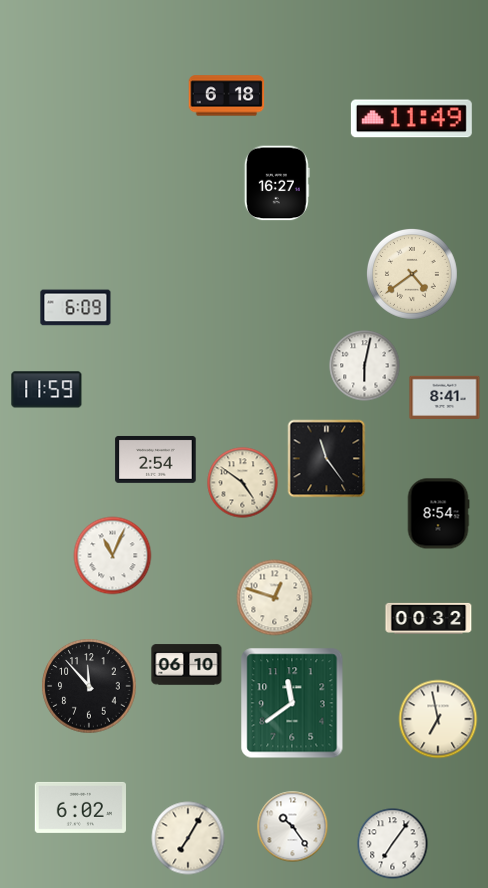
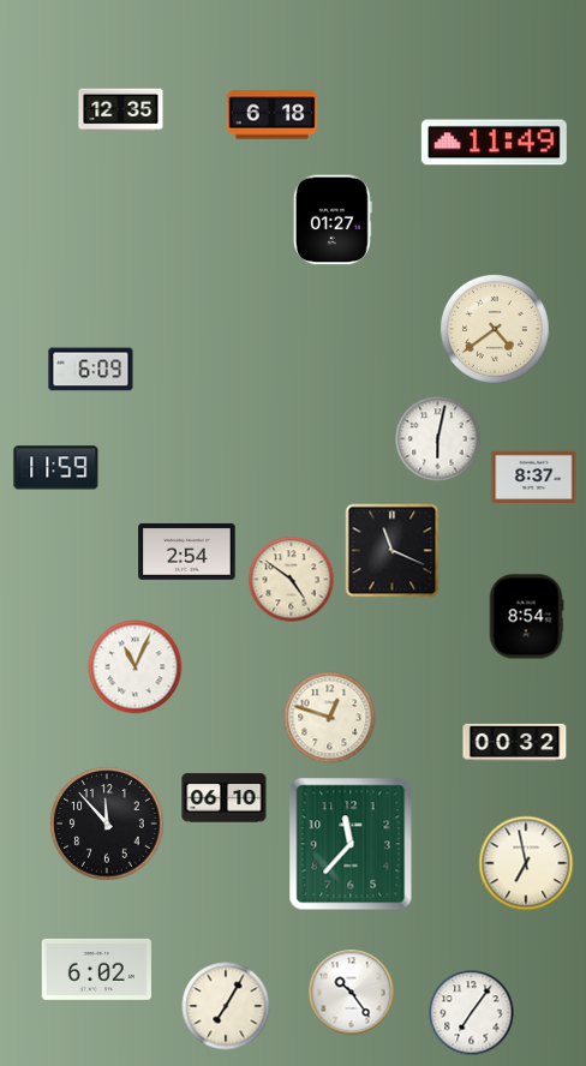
clock at (121, 110): none -> 12:35
clock at (277, 183): 16:27 -> 01:27
clock at (445, 397): 8:41 -> 8:37
clock at (327, 459): 11:24 -> 11:19
clock at (292, 703): 11:39 -> 11:37
